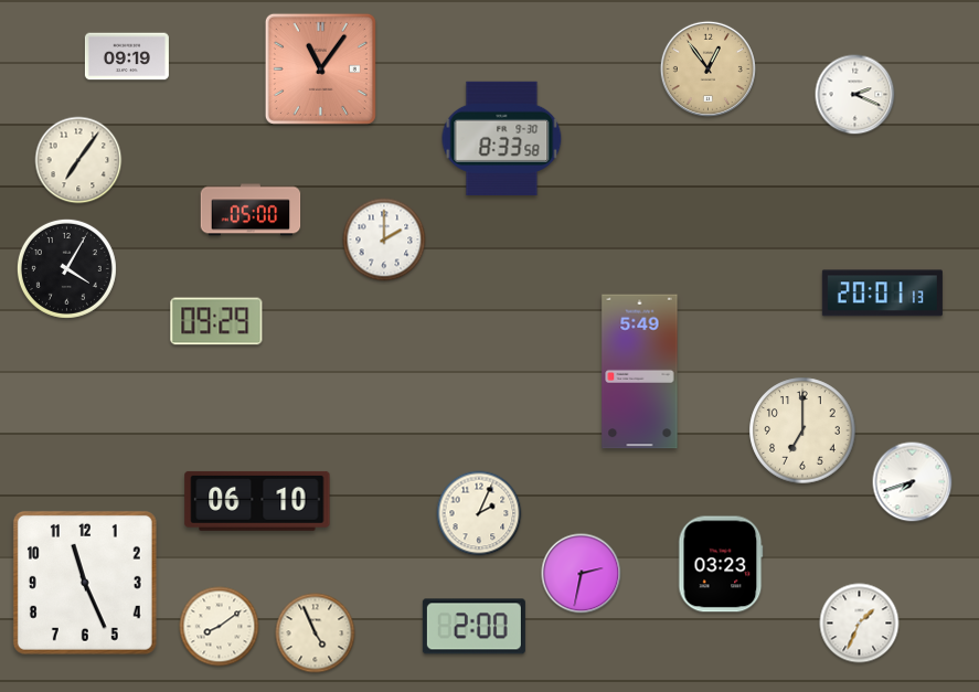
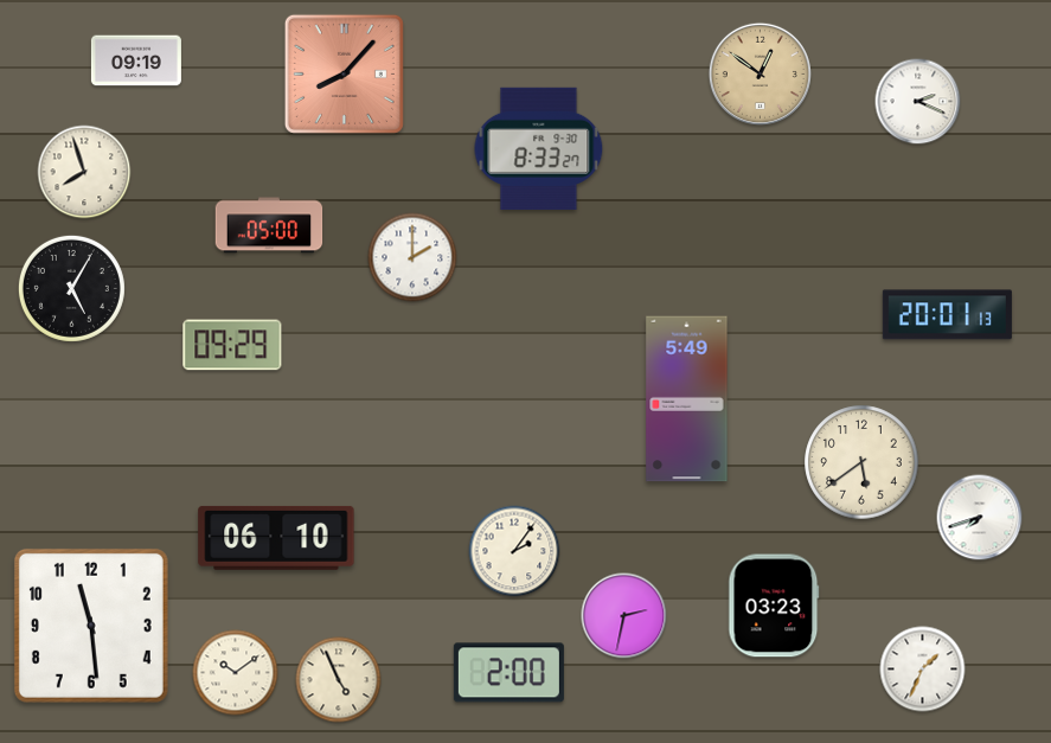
clock at (320, 68): 11:06 -> 8:07
clock at (707, 68): 12:54 -> 12:51
clock at (502, 138): 8:33:58 -> 8:33:27
clock at (78, 160): 7:06 -> 7:57
clock at (66, 268): 4:05 -> 5:05
clock at (802, 430): 7:00 -> 5:39
clock at (479, 513): 2:04 -> 2:06
clock at (85, 583): 11:26 -> 11:29
clock at (220, 627): 8:09 -> 10:09
